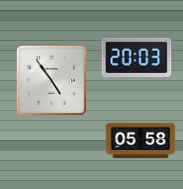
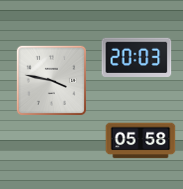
clock at (51, 80): 4:54 -> 3:47
